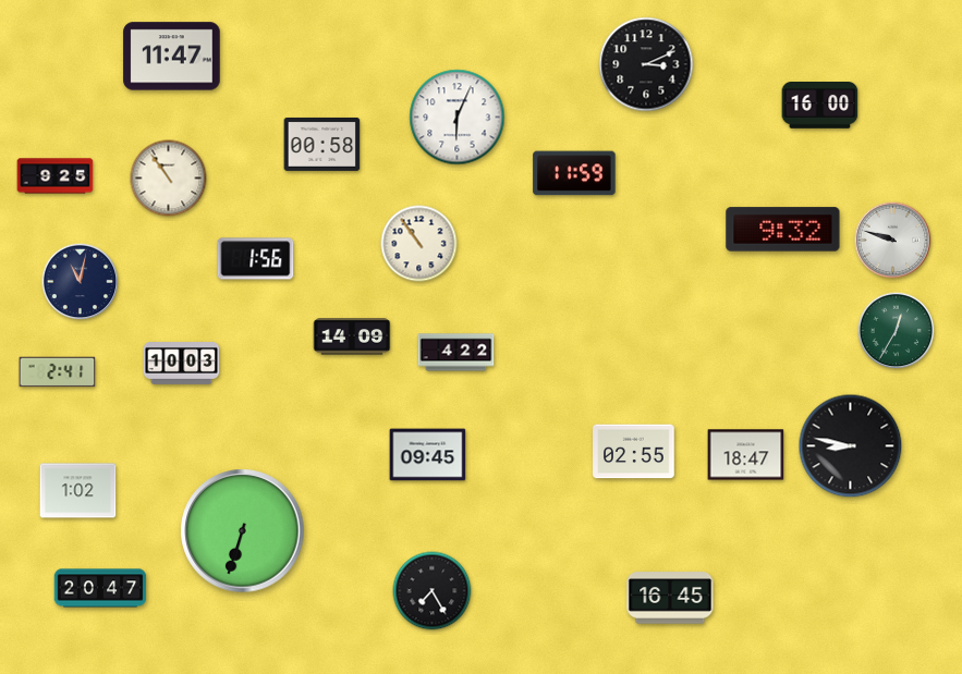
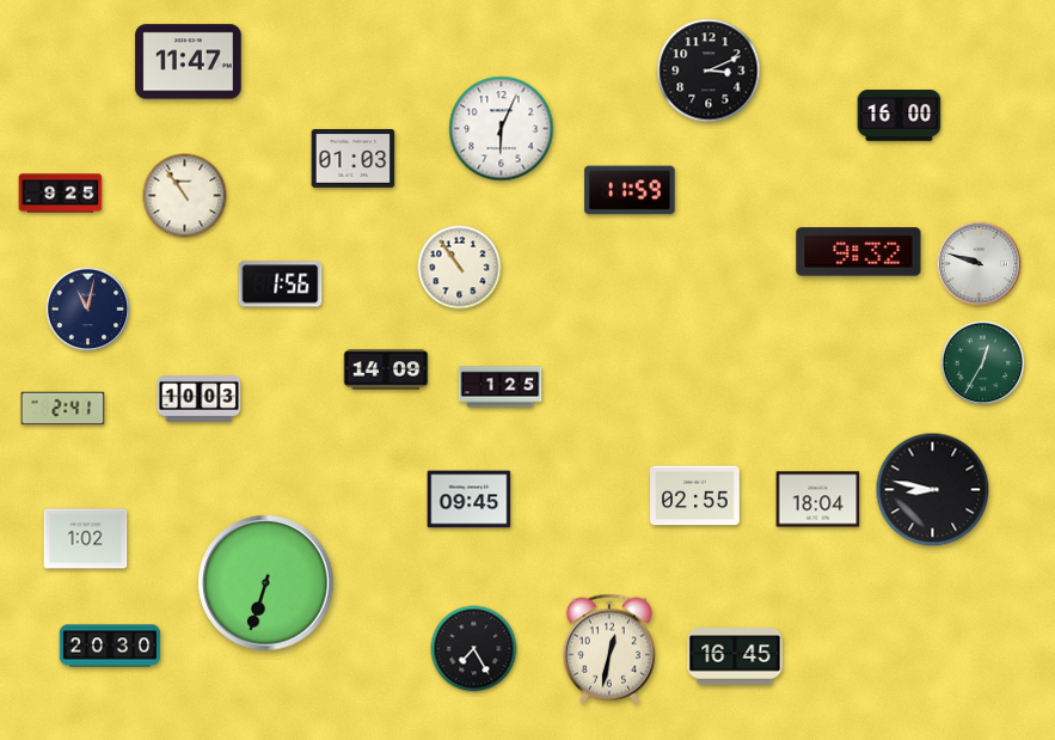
clock at (322, 144): 00:58 -> 01:03
clock at (456, 353): 4:22 -> 1:25
clock at (746, 455): 18:47 -> 18:04
clock at (100, 588): 20:47 -> 20:30
clock at (609, 649): none -> 12:32
